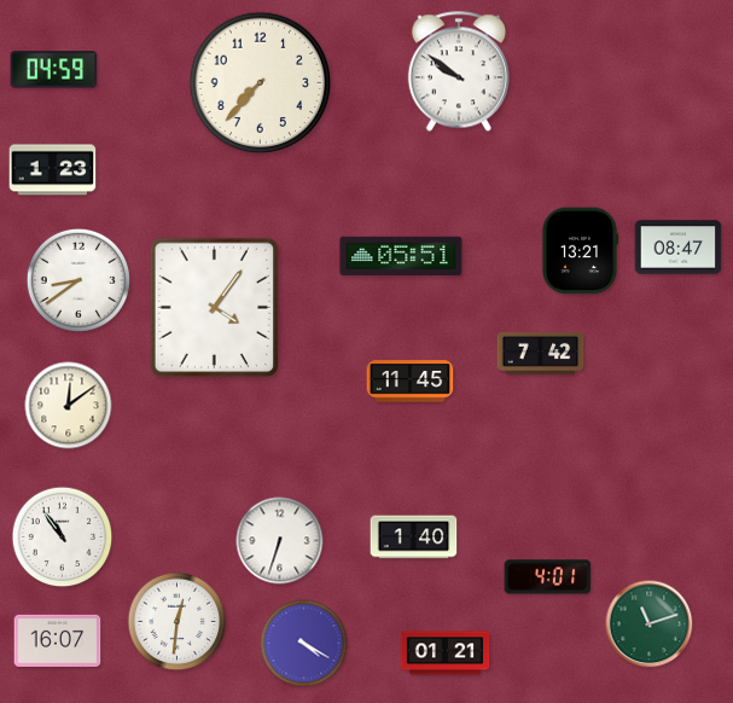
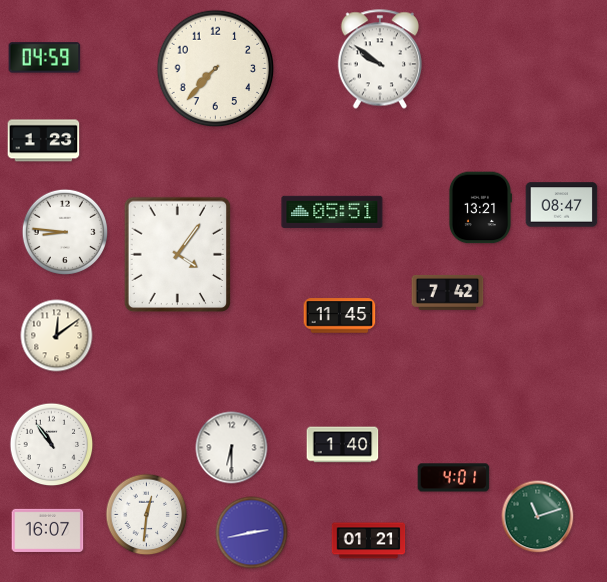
clock at (77, 279): 8:39 -> 8:46
clock at (280, 541): 6:33 -> 6:30
clock at (304, 644): 4:20 -> 2:43
